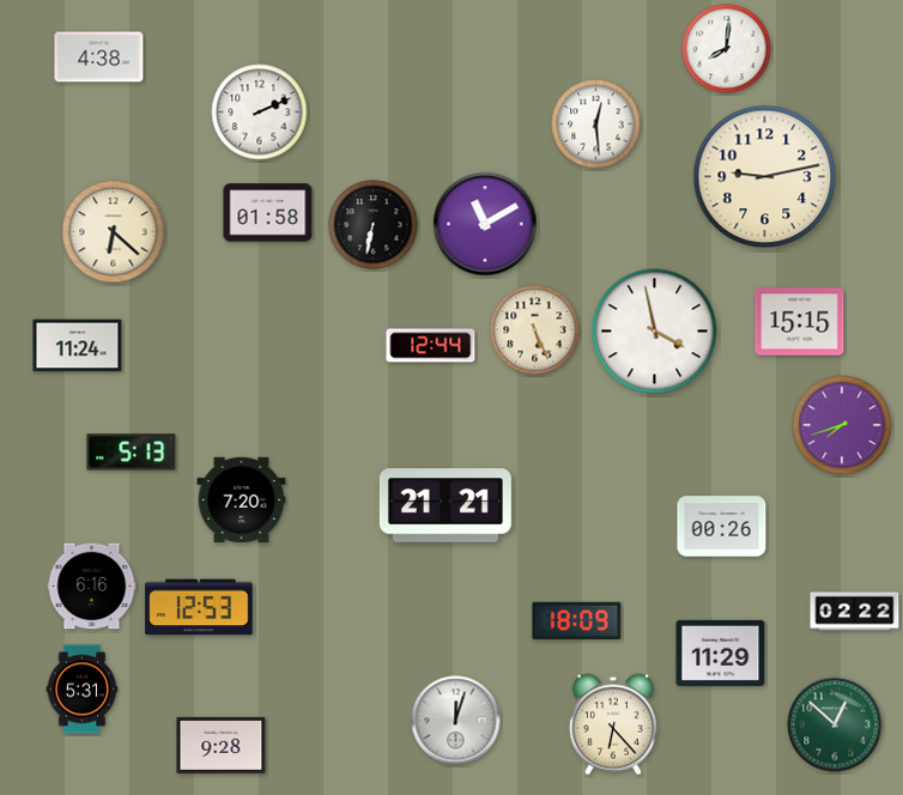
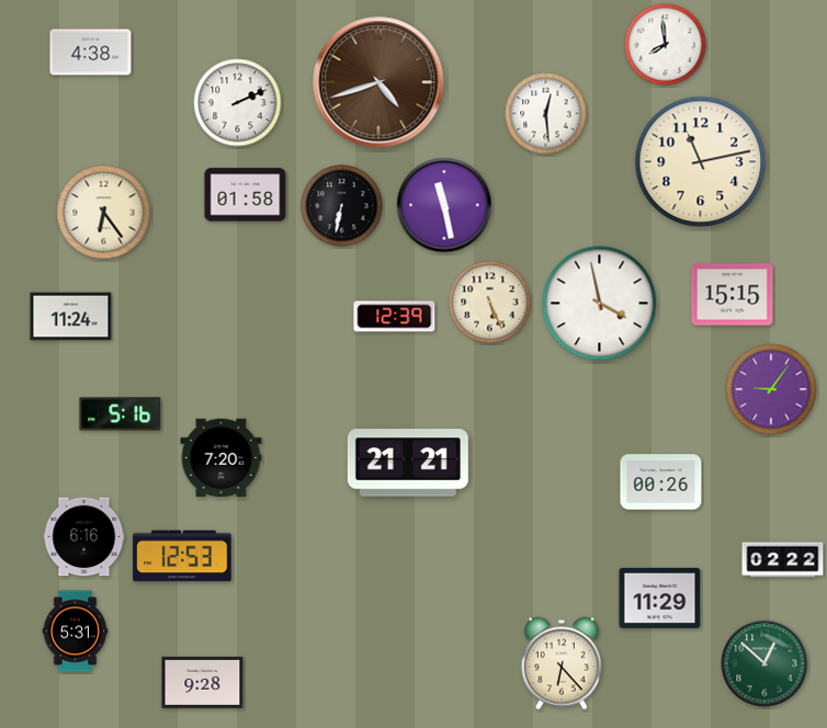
clock at (727, 49): 8:01 -> 7:59
clock at (378, 82): none -> 4:42
clock at (765, 177): 9:13 -> 11:13
clock at (485, 224): 11:10 -> 11:28
clock at (114, 232): 6:22 -> 6:24
clock at (431, 346): 12:44 -> 12:39
clock at (842, 425): 7:42 -> 9:06
clock at (132, 453): 5:13 -> 5:16
clock at (577, 620): 18:09 -> none
clock at (456, 721): 12:03 -> none
